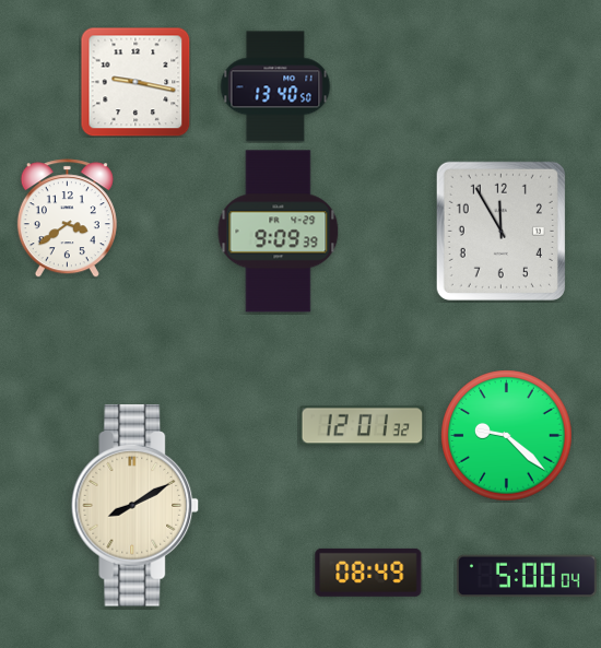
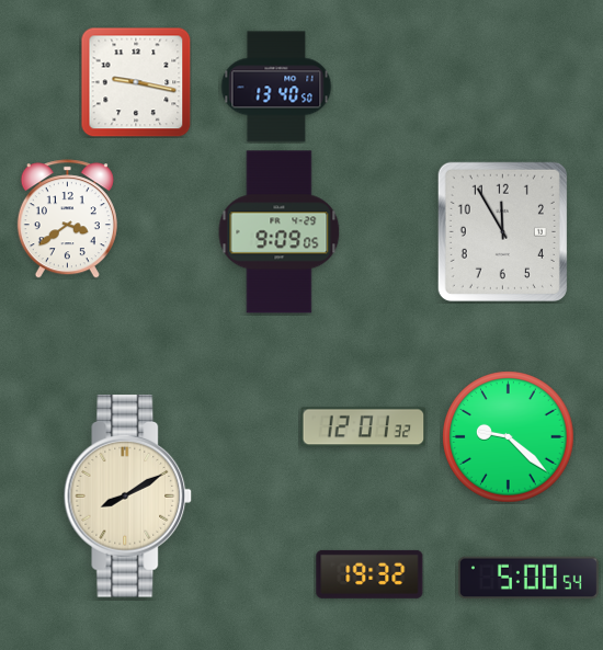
clock at (279, 232): 9:09:39 -> 9:09:05
clock at (135, 506) position: (135, 506) -> (128, 497)
clock at (368, 573): 08:49 -> 19:32
clock at (527, 576): 5:00:04 -> 5:00:54
